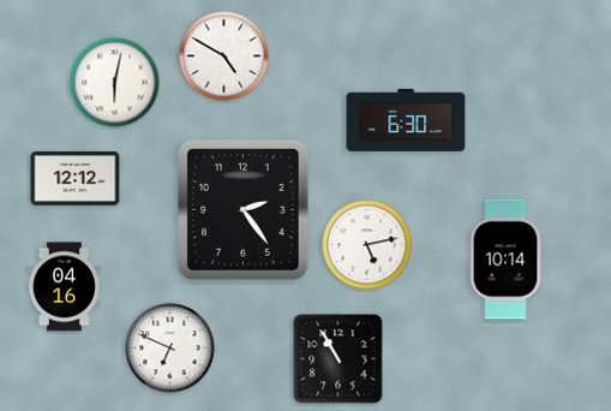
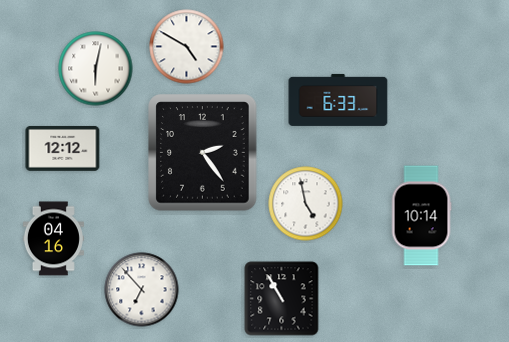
clock at (406, 120): 6:30 -> 6:33
clock at (244, 210) position: (244, 210) -> (203, 153)
clock at (367, 245): 5:13 -> 4:58
clock at (170, 349): 6:49 -> 6:53
